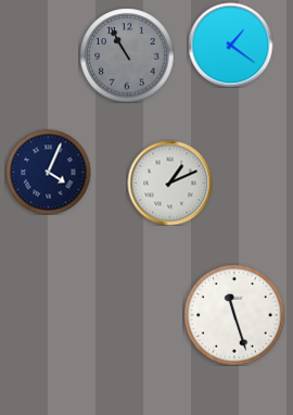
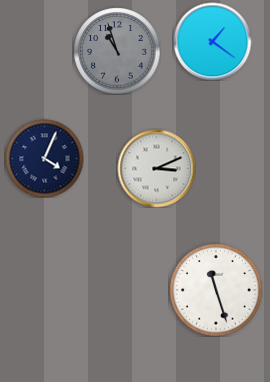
clock at (127, 55): 10:55 -> 10:57
clock at (169, 183): 1:11 -> 3:11
